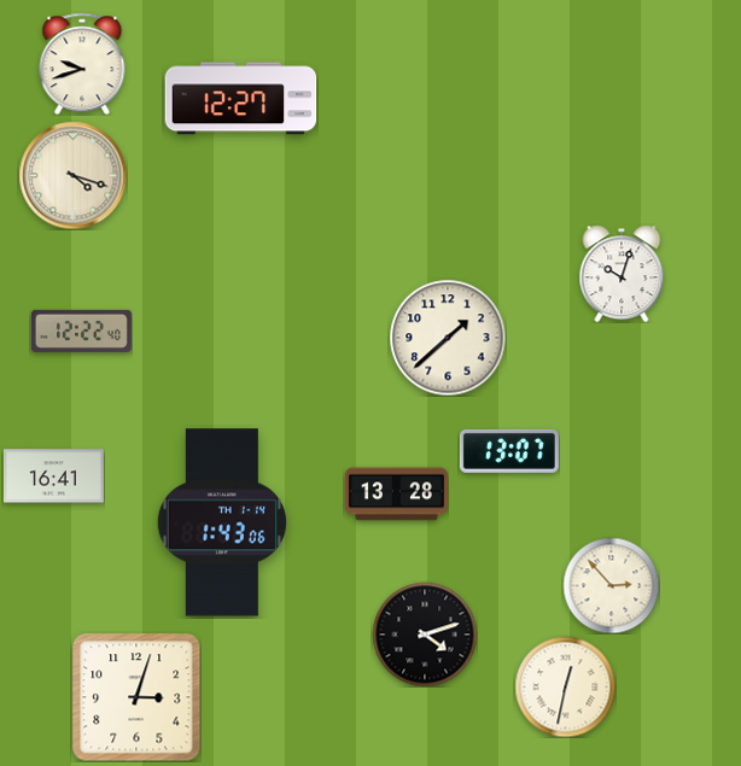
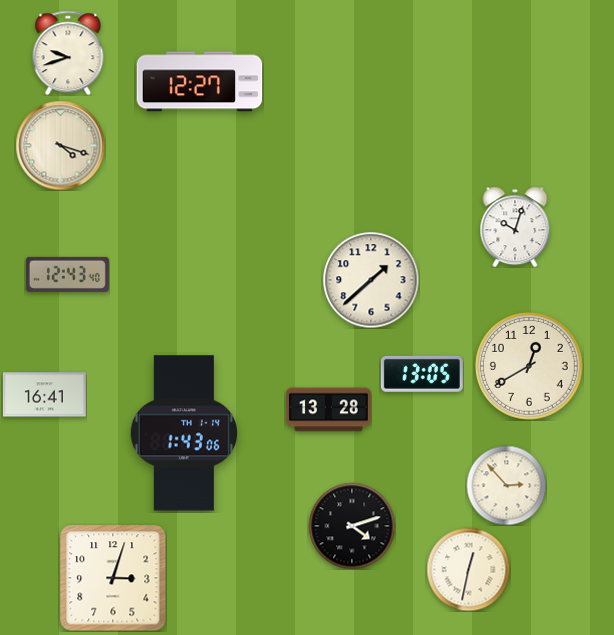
clock at (81, 331): 12:22 -> 12:43
clock at (529, 366): none -> 12:40
clock at (509, 451): 13:07 -> 13:05
